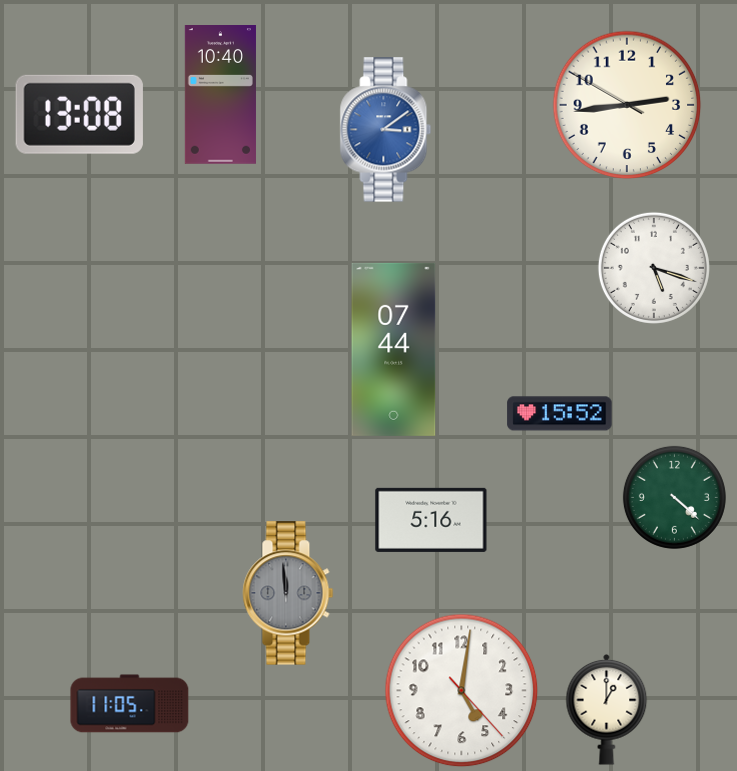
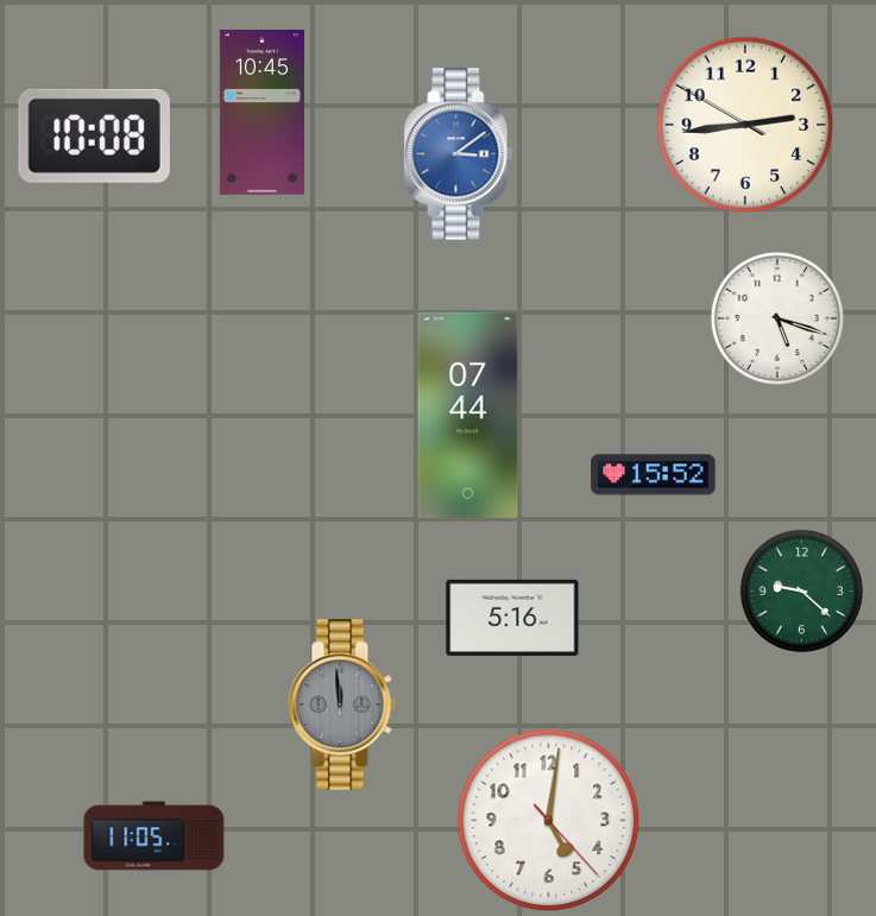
clock at (220, 95): 10:40 -> 10:45
clock at (79, 114): 13:08 -> 10:08
clock at (560, 414) position: (560, 414) -> (654, 475)
clock at (674, 497): 4:22 -> 9:22
clock at (607, 709): 1:00 -> none
